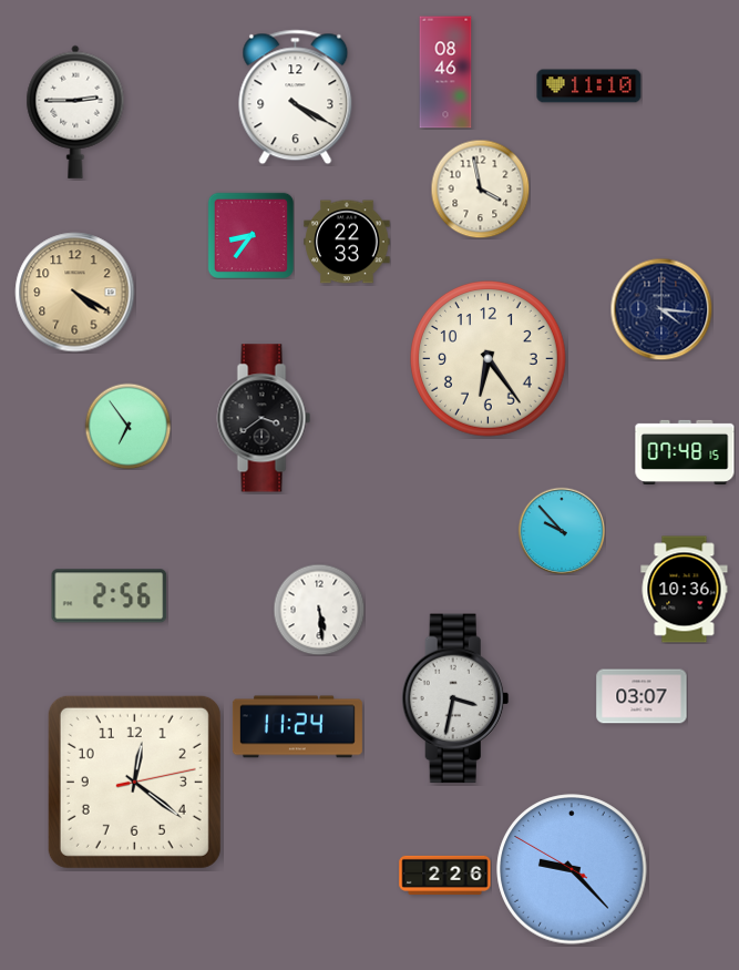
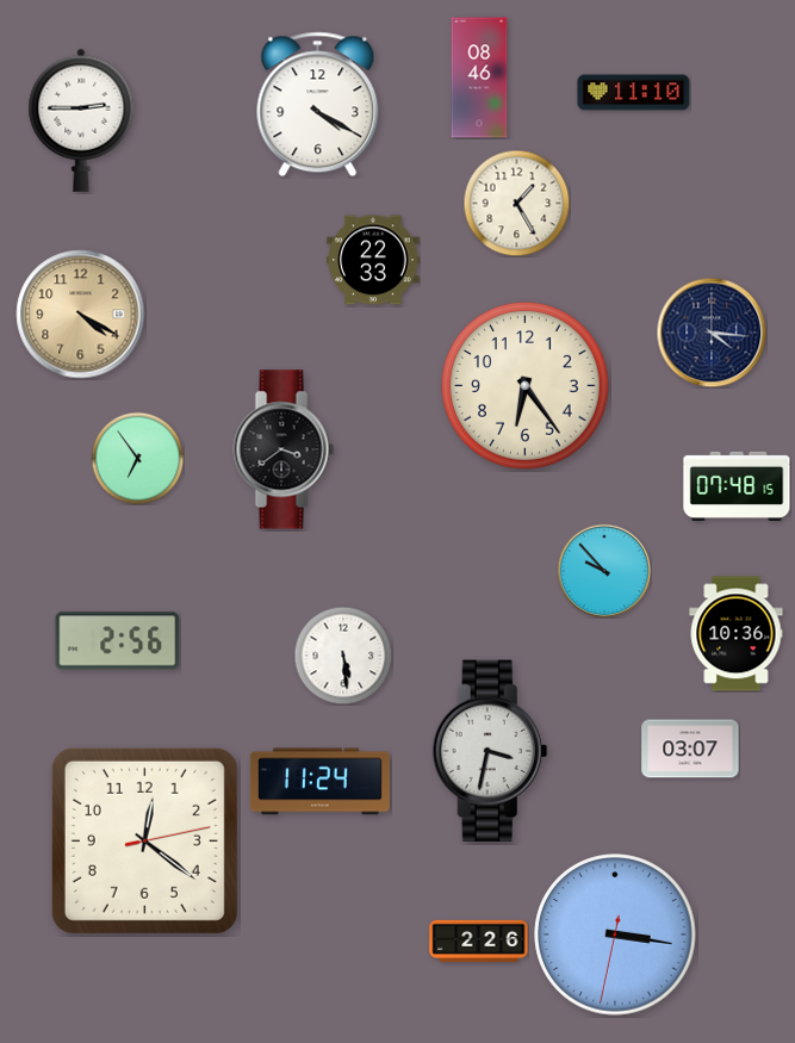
clock at (480, 188): 3:58 -> 1:25
clock at (250, 235): 8:36 -> none
clock at (572, 869): 9:22 -> 3:16
